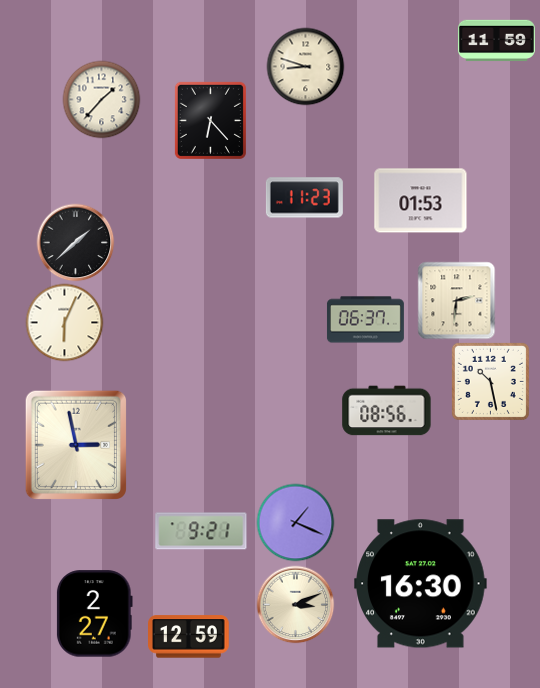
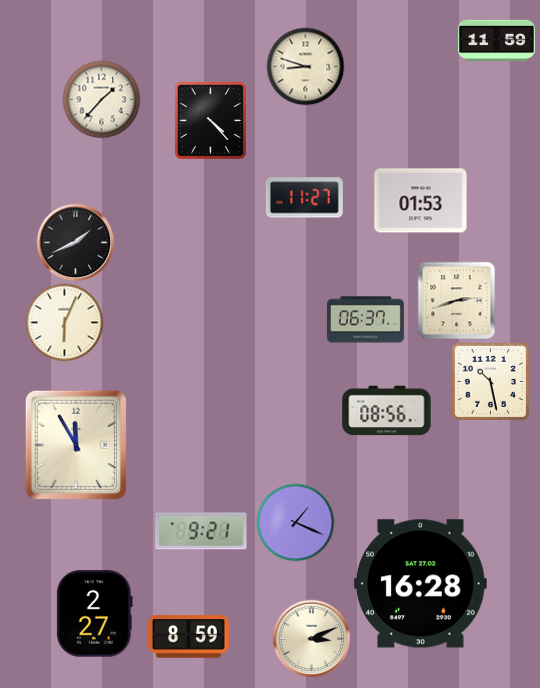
clock at (210, 120): 6:23 -> 4:23
clock at (304, 198): 11:23 -> 11:27
clock at (75, 242): 1:38 -> 1:41
clock at (456, 300): 2:31 -> 2:42
clock at (75, 444): 2:58 -> 11:55
clock at (421, 584): 16:30 -> 16:28
clock at (295, 604) position: (295, 604) -> (311, 638)
clock at (189, 637): 12:59 -> 8:59
